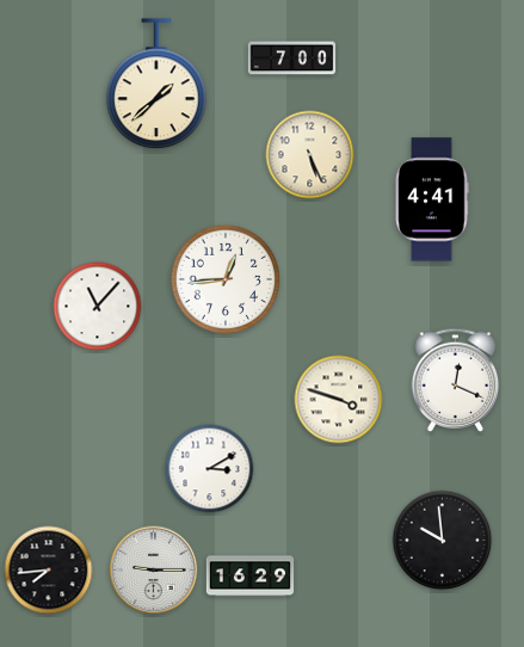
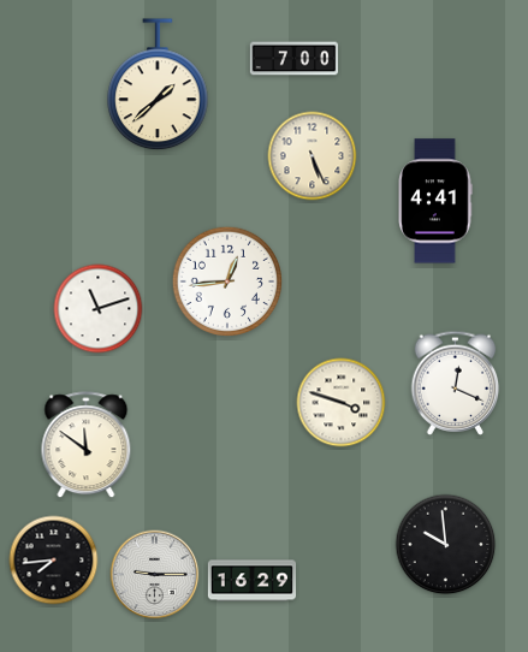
clock at (98, 307): 11:07 -> 11:12
clock at (456, 380) position: (456, 380) -> (456, 383)
clock at (87, 445): none -> 11:51
clock at (210, 469): 3:10 -> none
clock at (49, 571) position: (49, 571) -> (54, 561)
